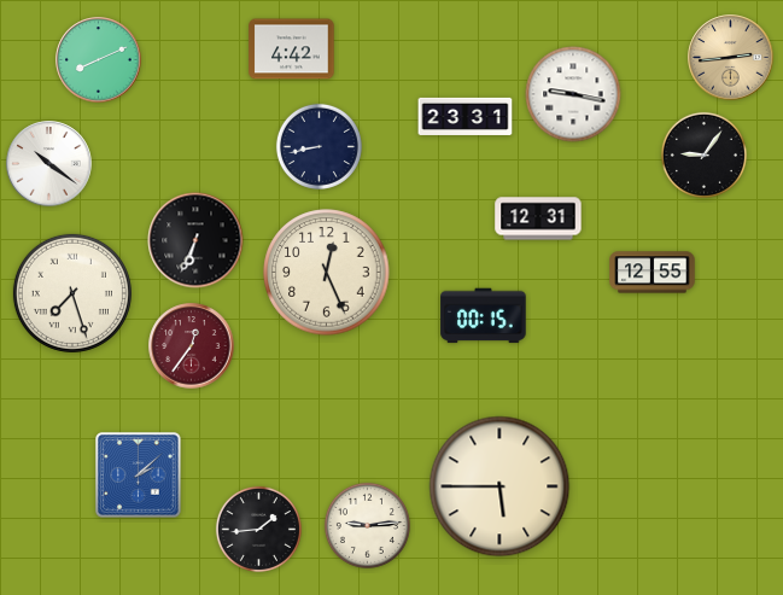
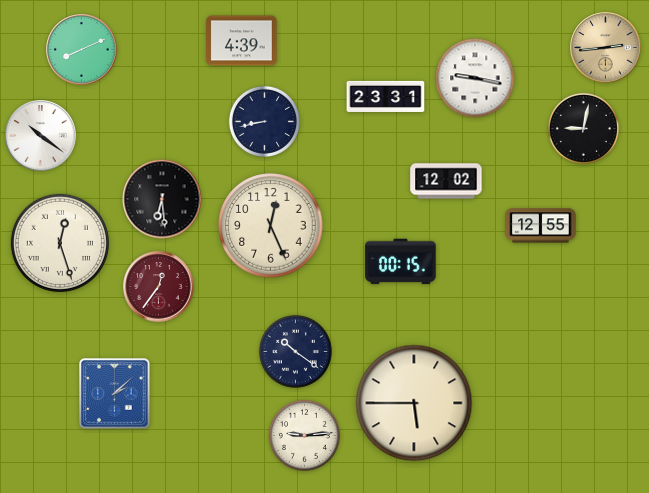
clock at (292, 49): 4:42 -> 4:39
clock at (703, 154): 9:06 -> 9:02
clock at (538, 218): 12:31 -> 12:02
clock at (195, 240): 6:34 -> 6:29
clock at (72, 293): 7:27 -> 12:27
clock at (295, 351): none -> 10:21
clock at (258, 529): 1:44 -> none
